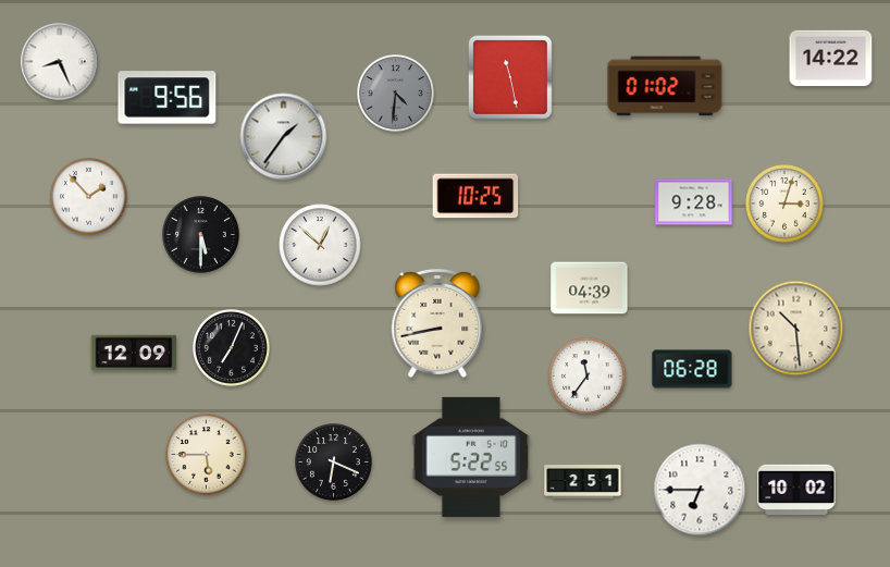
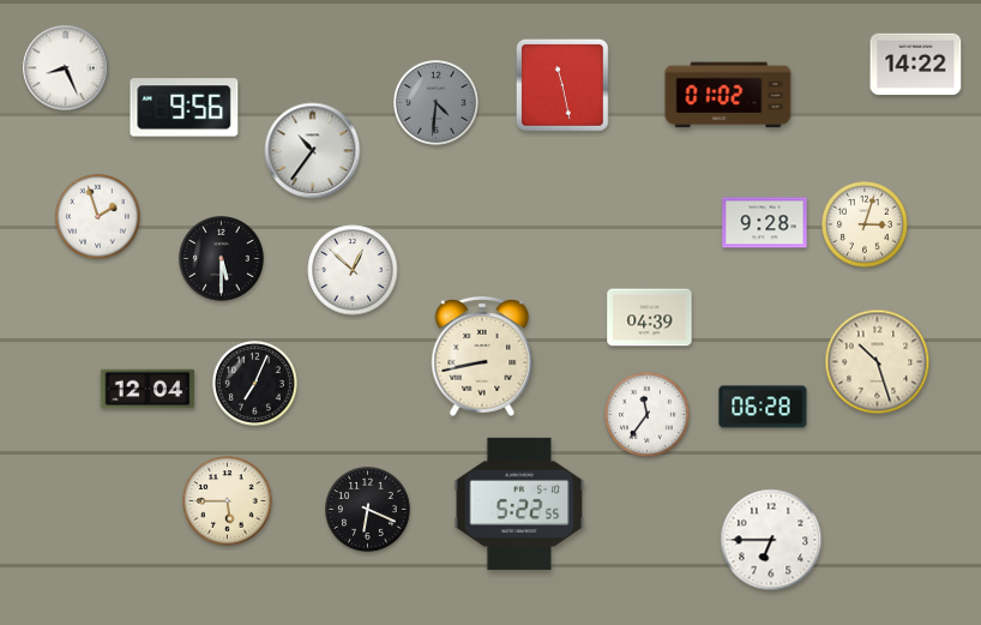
clock at (665, 86) position: (665, 86) -> (728, 95)
clock at (284, 137): 1:36 -> 10:36
clock at (475, 196): 10:25 -> none
clock at (89, 197): 1:53 -> 1:57
clock at (796, 329): 10:29 -> 10:27
clock at (134, 353): 12:09 -> 12:04
clock at (583, 482): 2:51 -> none
clock at (796, 490): 10:02 -> none
